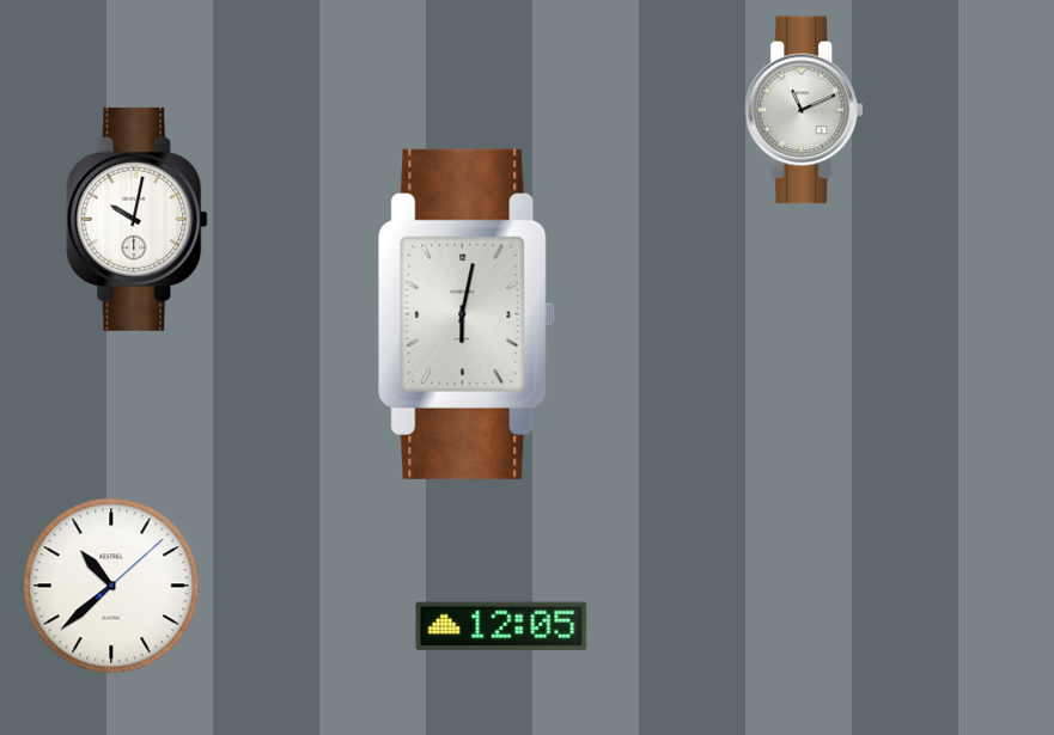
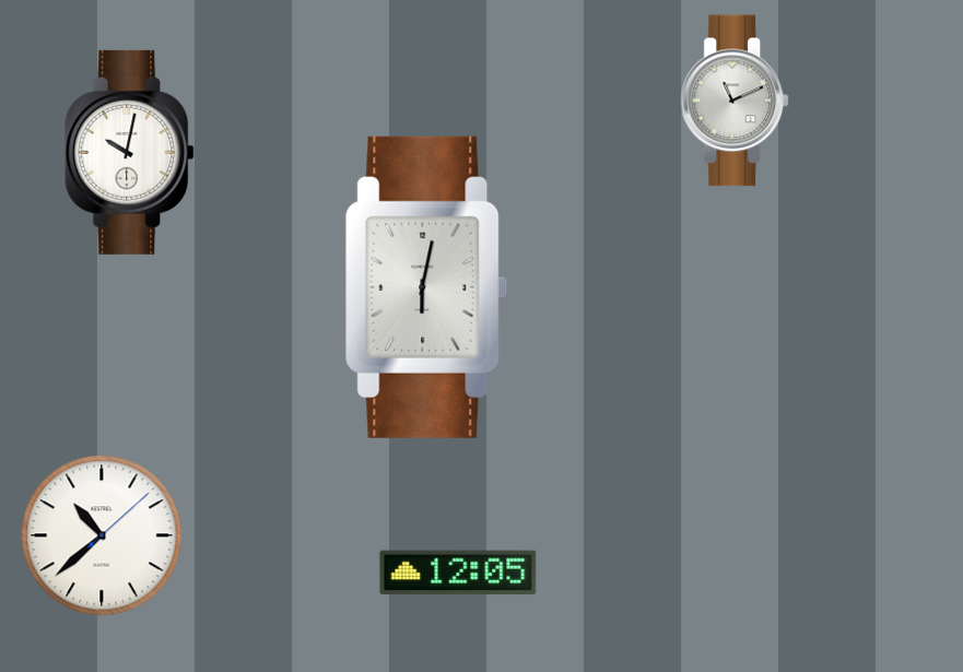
clock at (138, 219) position: (138, 219) -> (130, 152)
